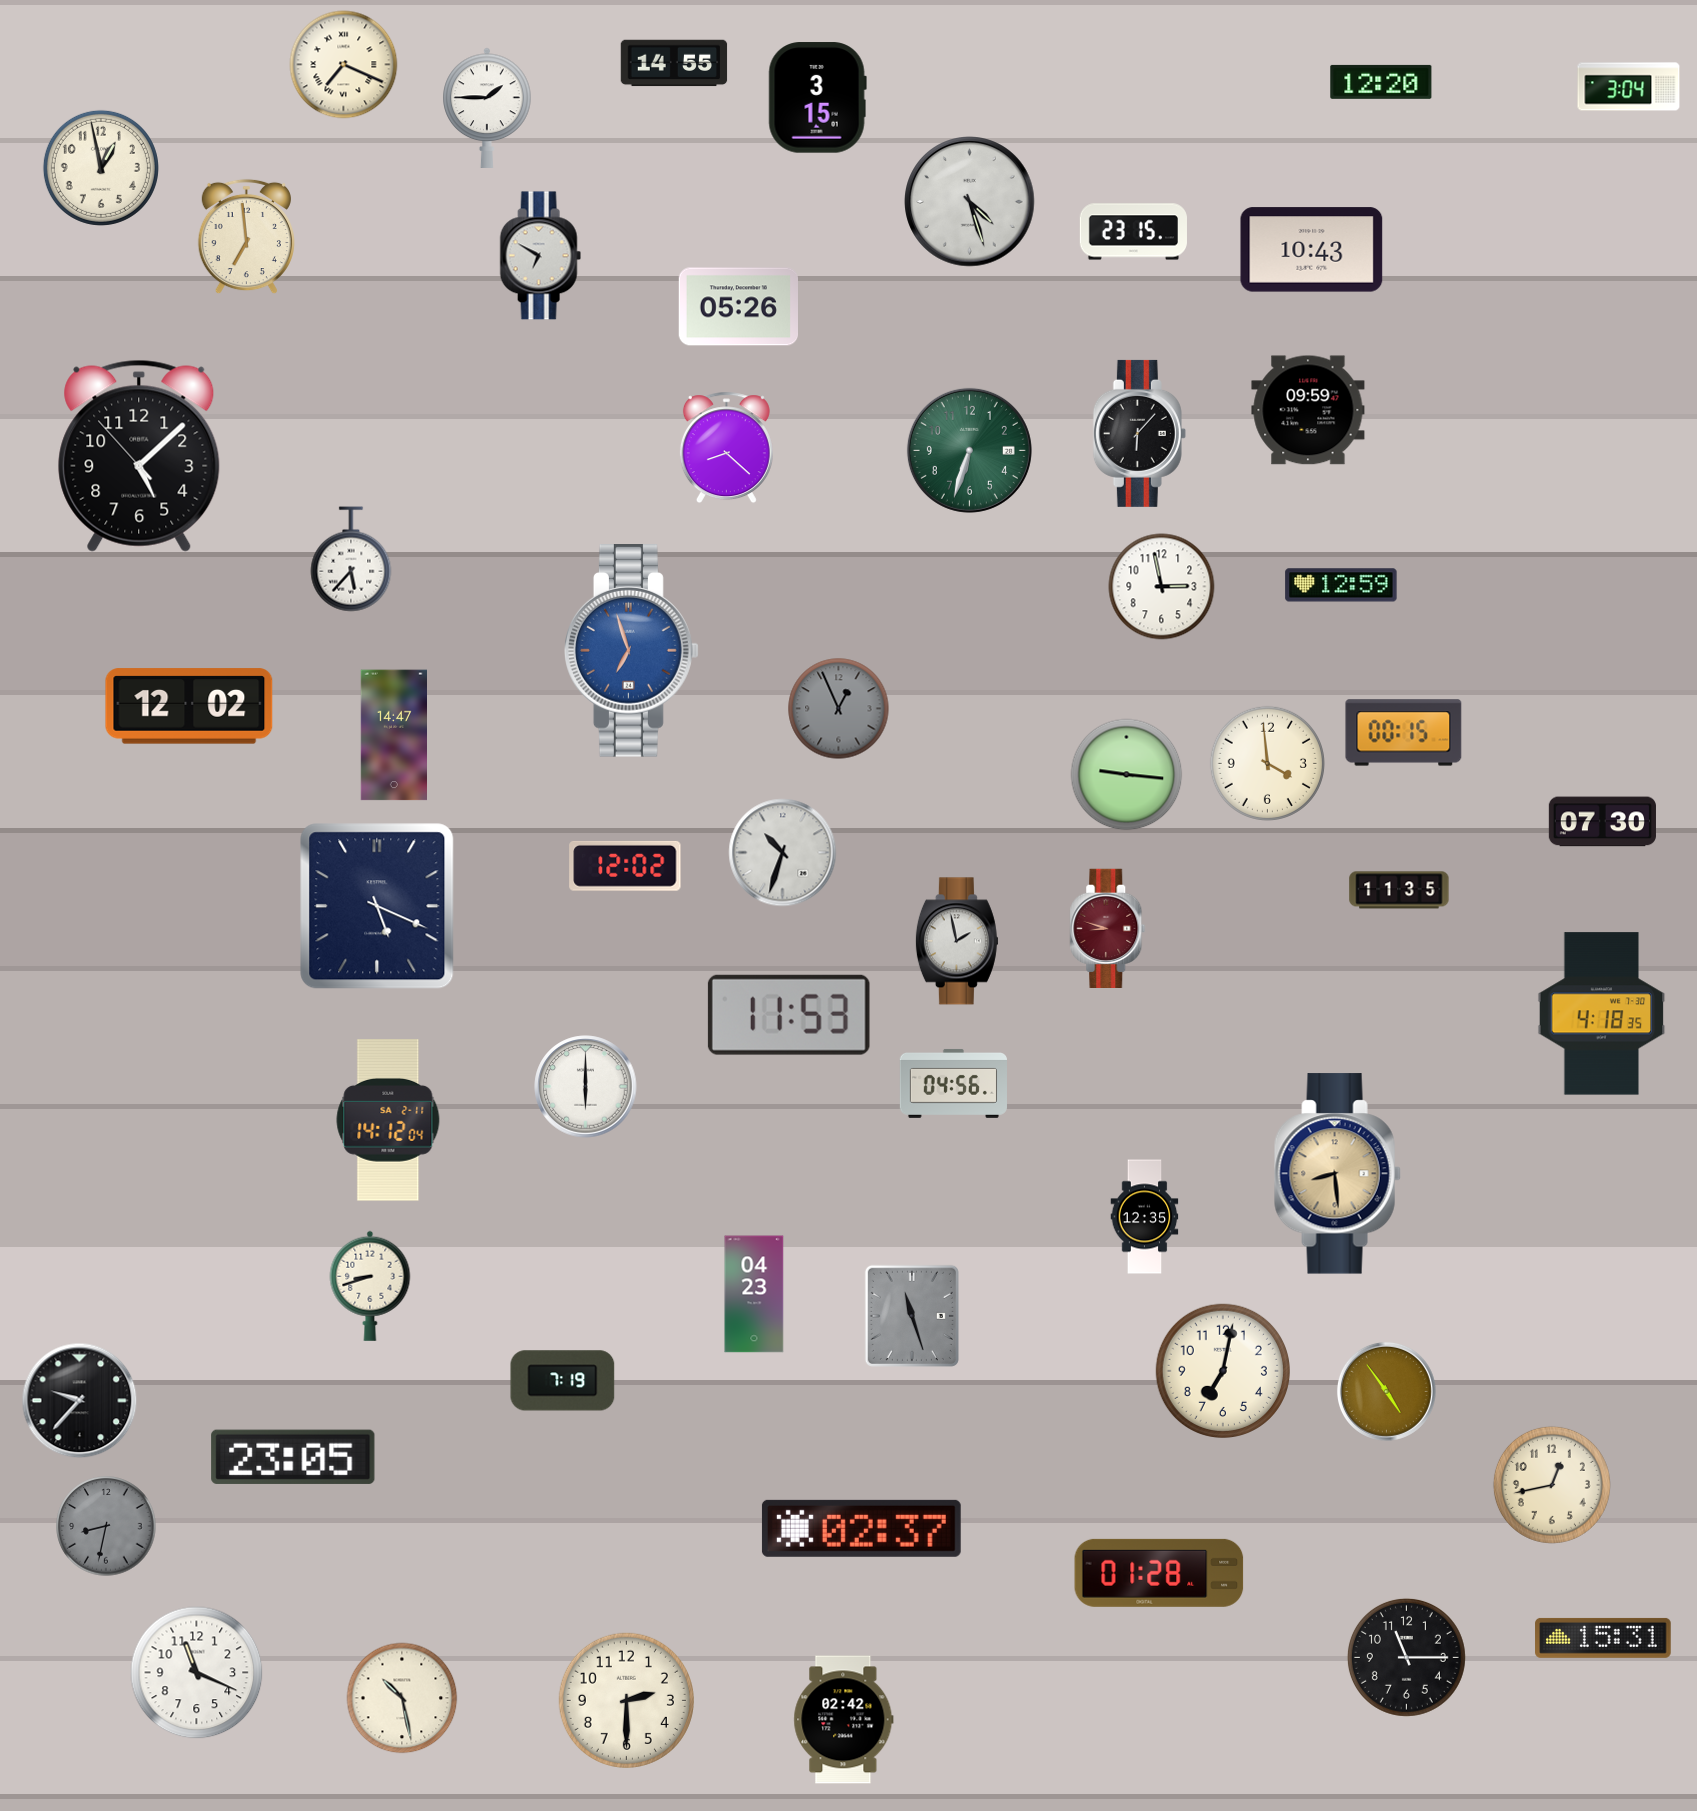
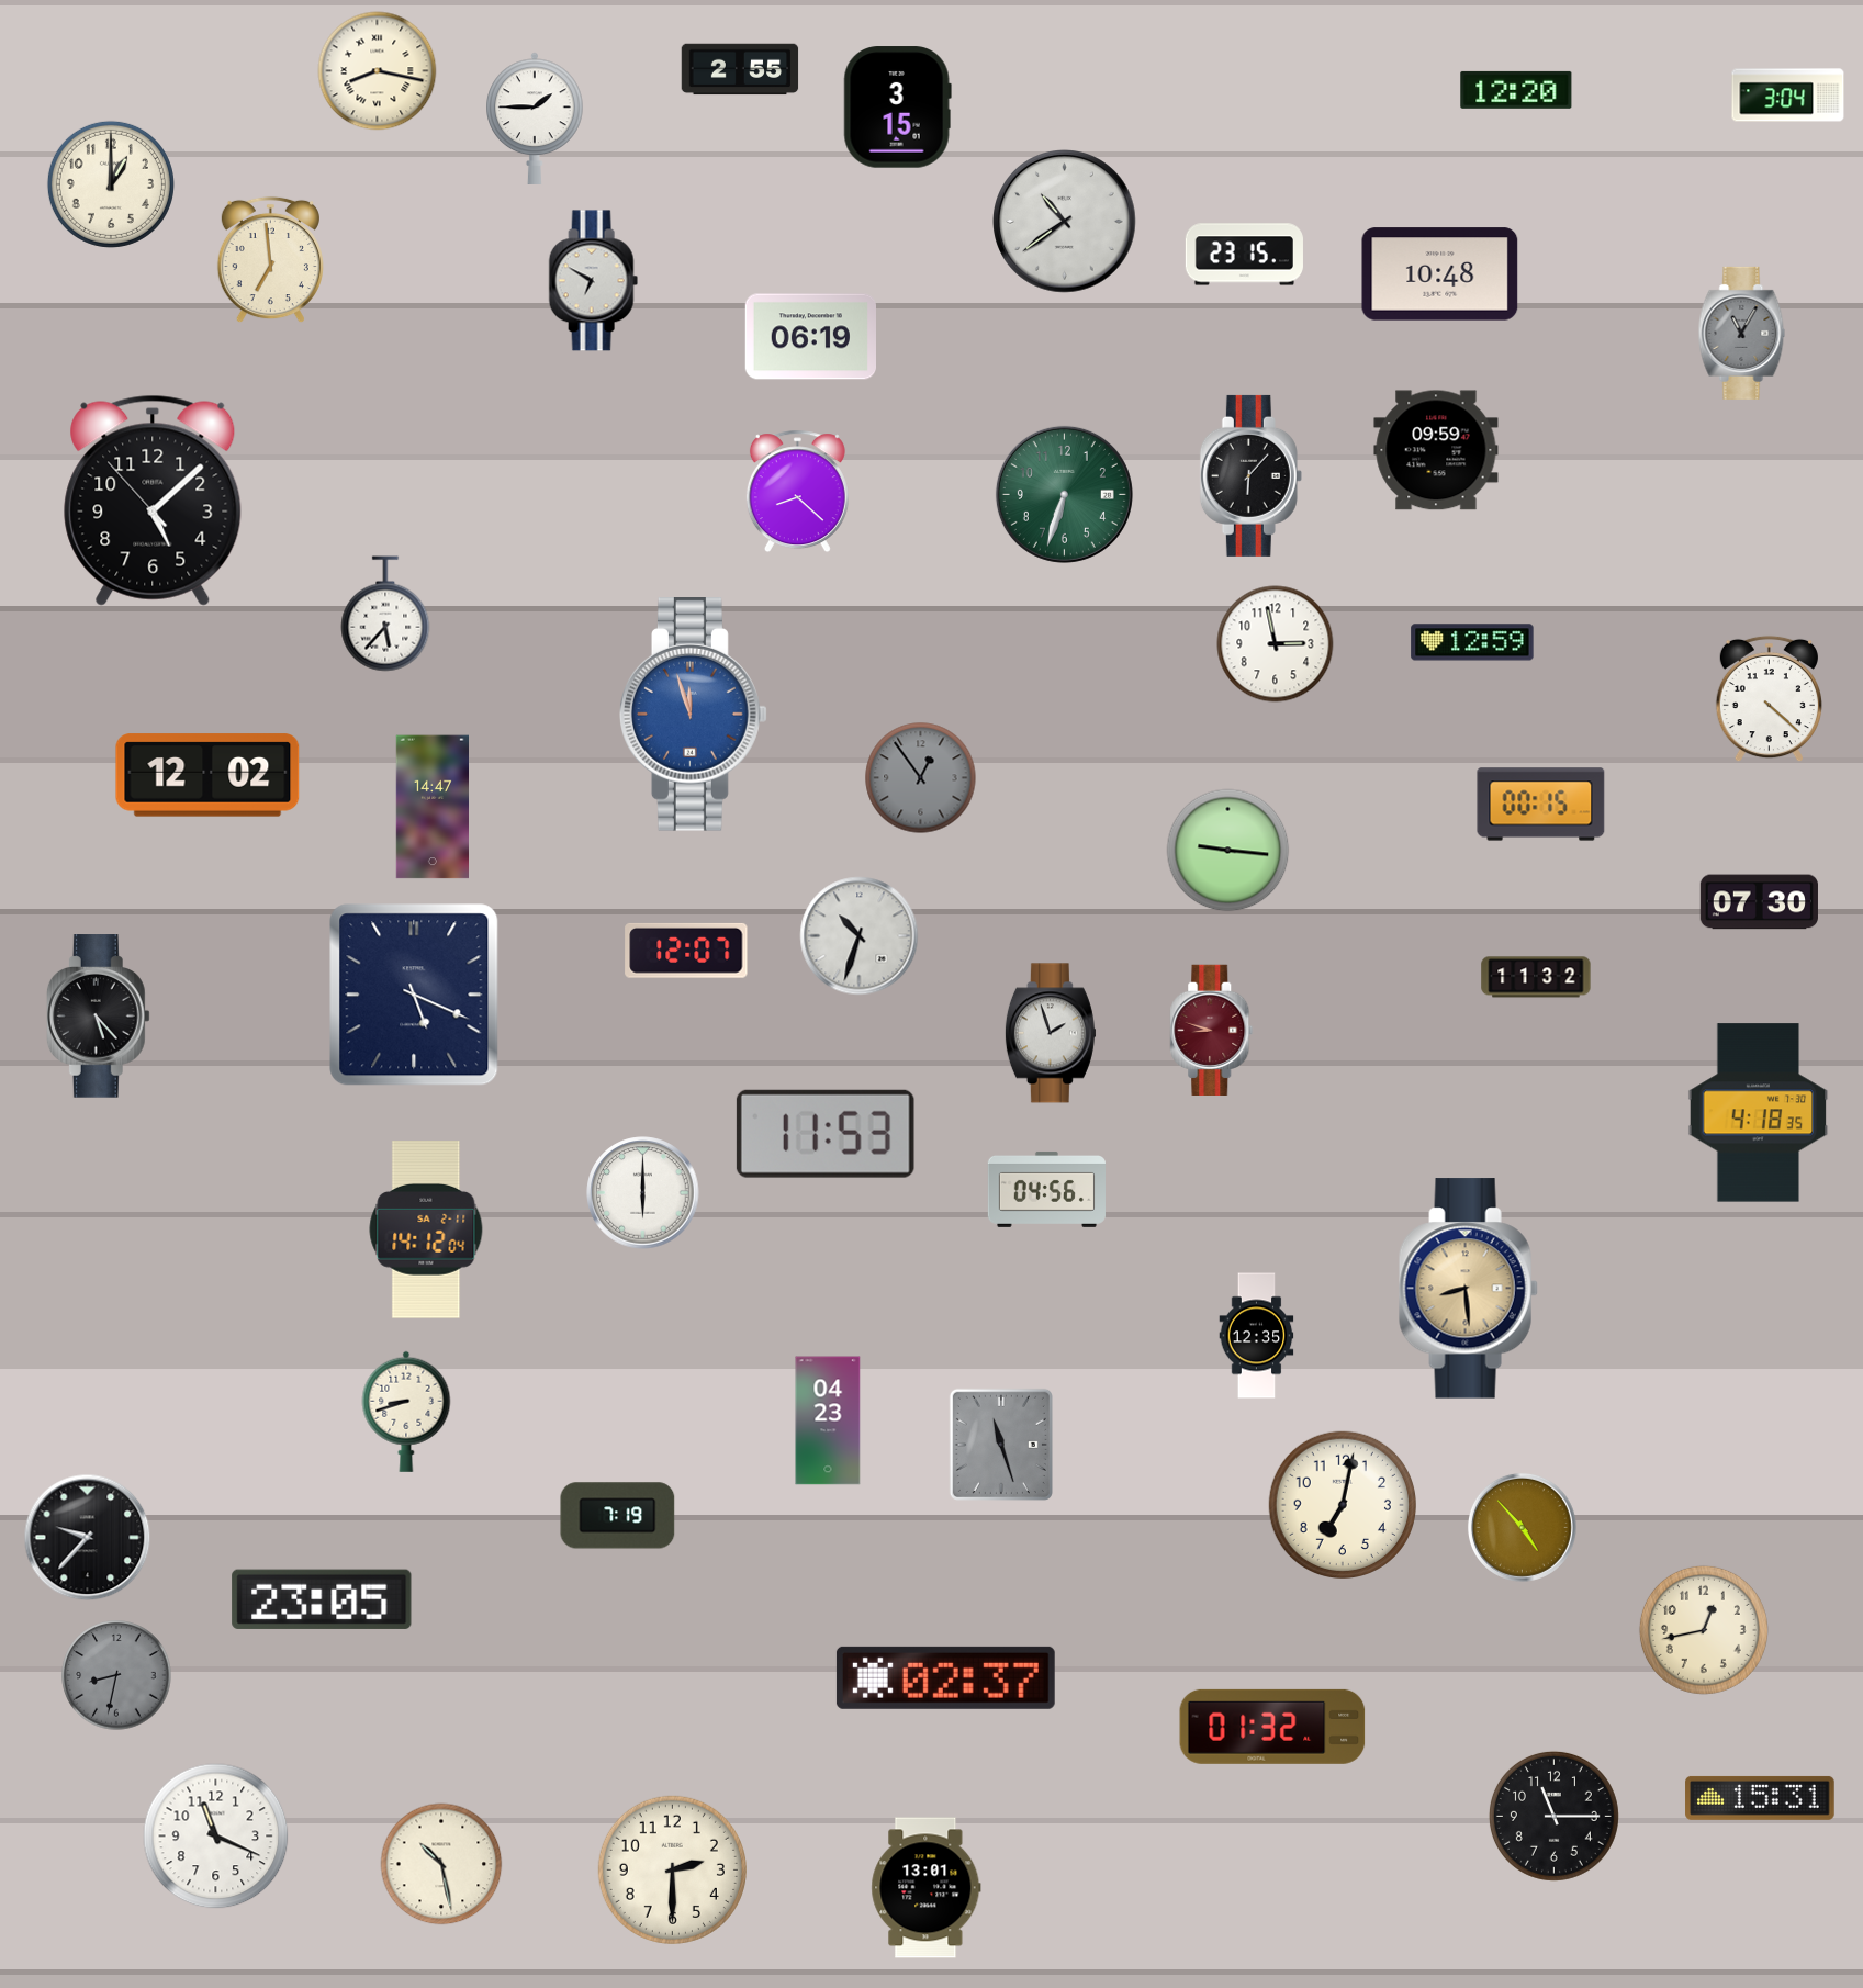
clock at (674, 63): 14:55 -> 2:55
clock at (344, 65): 7:19 -> 8:17
clock at (101, 168): 12:58 -> 1:00
clock at (970, 202): 4:27 -> 10:39
clock at (1312, 250): 10:43 -> 10:48
clock at (1742, 333): none -> 11:05
clock at (738, 307): 05:26 -> 06:19
clock at (1769, 699): none -> 4:22
clock at (632, 651): 6:57 -> 11:57
clock at (839, 709): 12:56 -> 12:54
clock at (1267, 763): 3:59 -> none
clock at (1127, 775) position: (1127, 775) -> (1228, 851)
clock at (625, 866): 12:02 -> 12:07
clock at (1399, 890): 11:35 -> 11:32
clock at (98, 1017): none -> 5:23
clock at (1108, 928) position: (1108, 928) -> (1212, 1030)
clock at (957, 941): 1:58 -> 1:57
clock at (789, 1015) position: (789, 1015) -> (826, 1134)
clock at (1386, 1391): 4:54 -> 4:53
clock at (1159, 1573): 01:28 -> 01:32
clock at (1406, 1657) position: (1406, 1657) -> (1553, 1816)
clock at (626, 1700) position: (626, 1700) -> (672, 1869)
clock at (844, 1720): 02:42 -> 13:01
